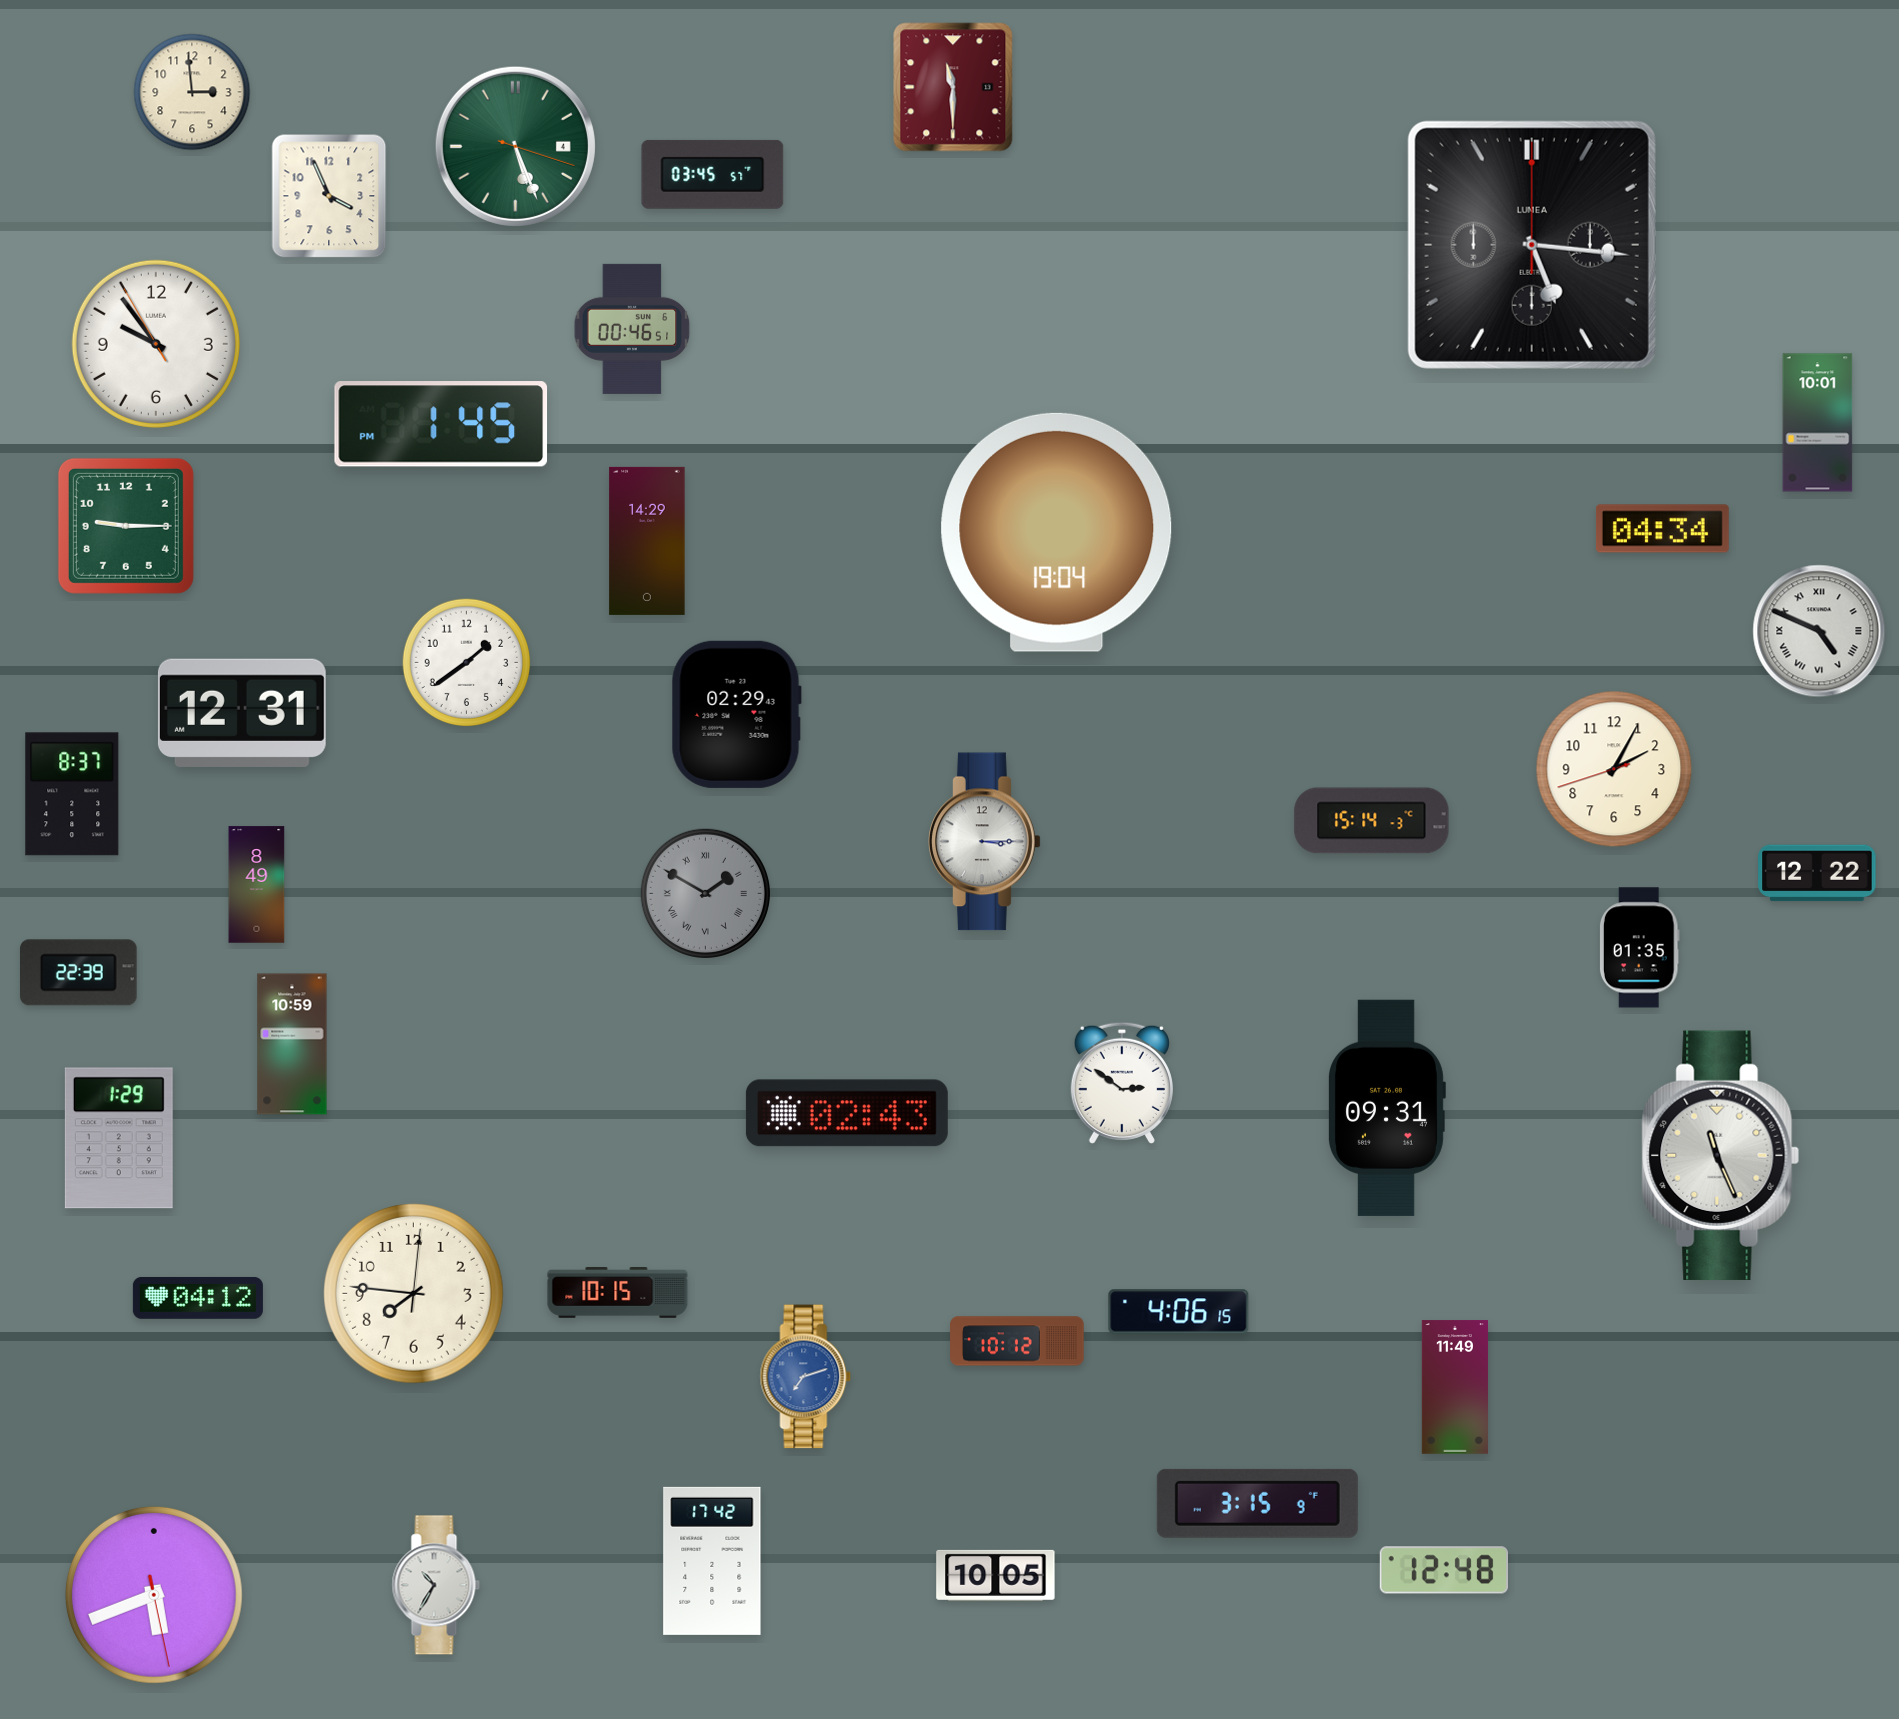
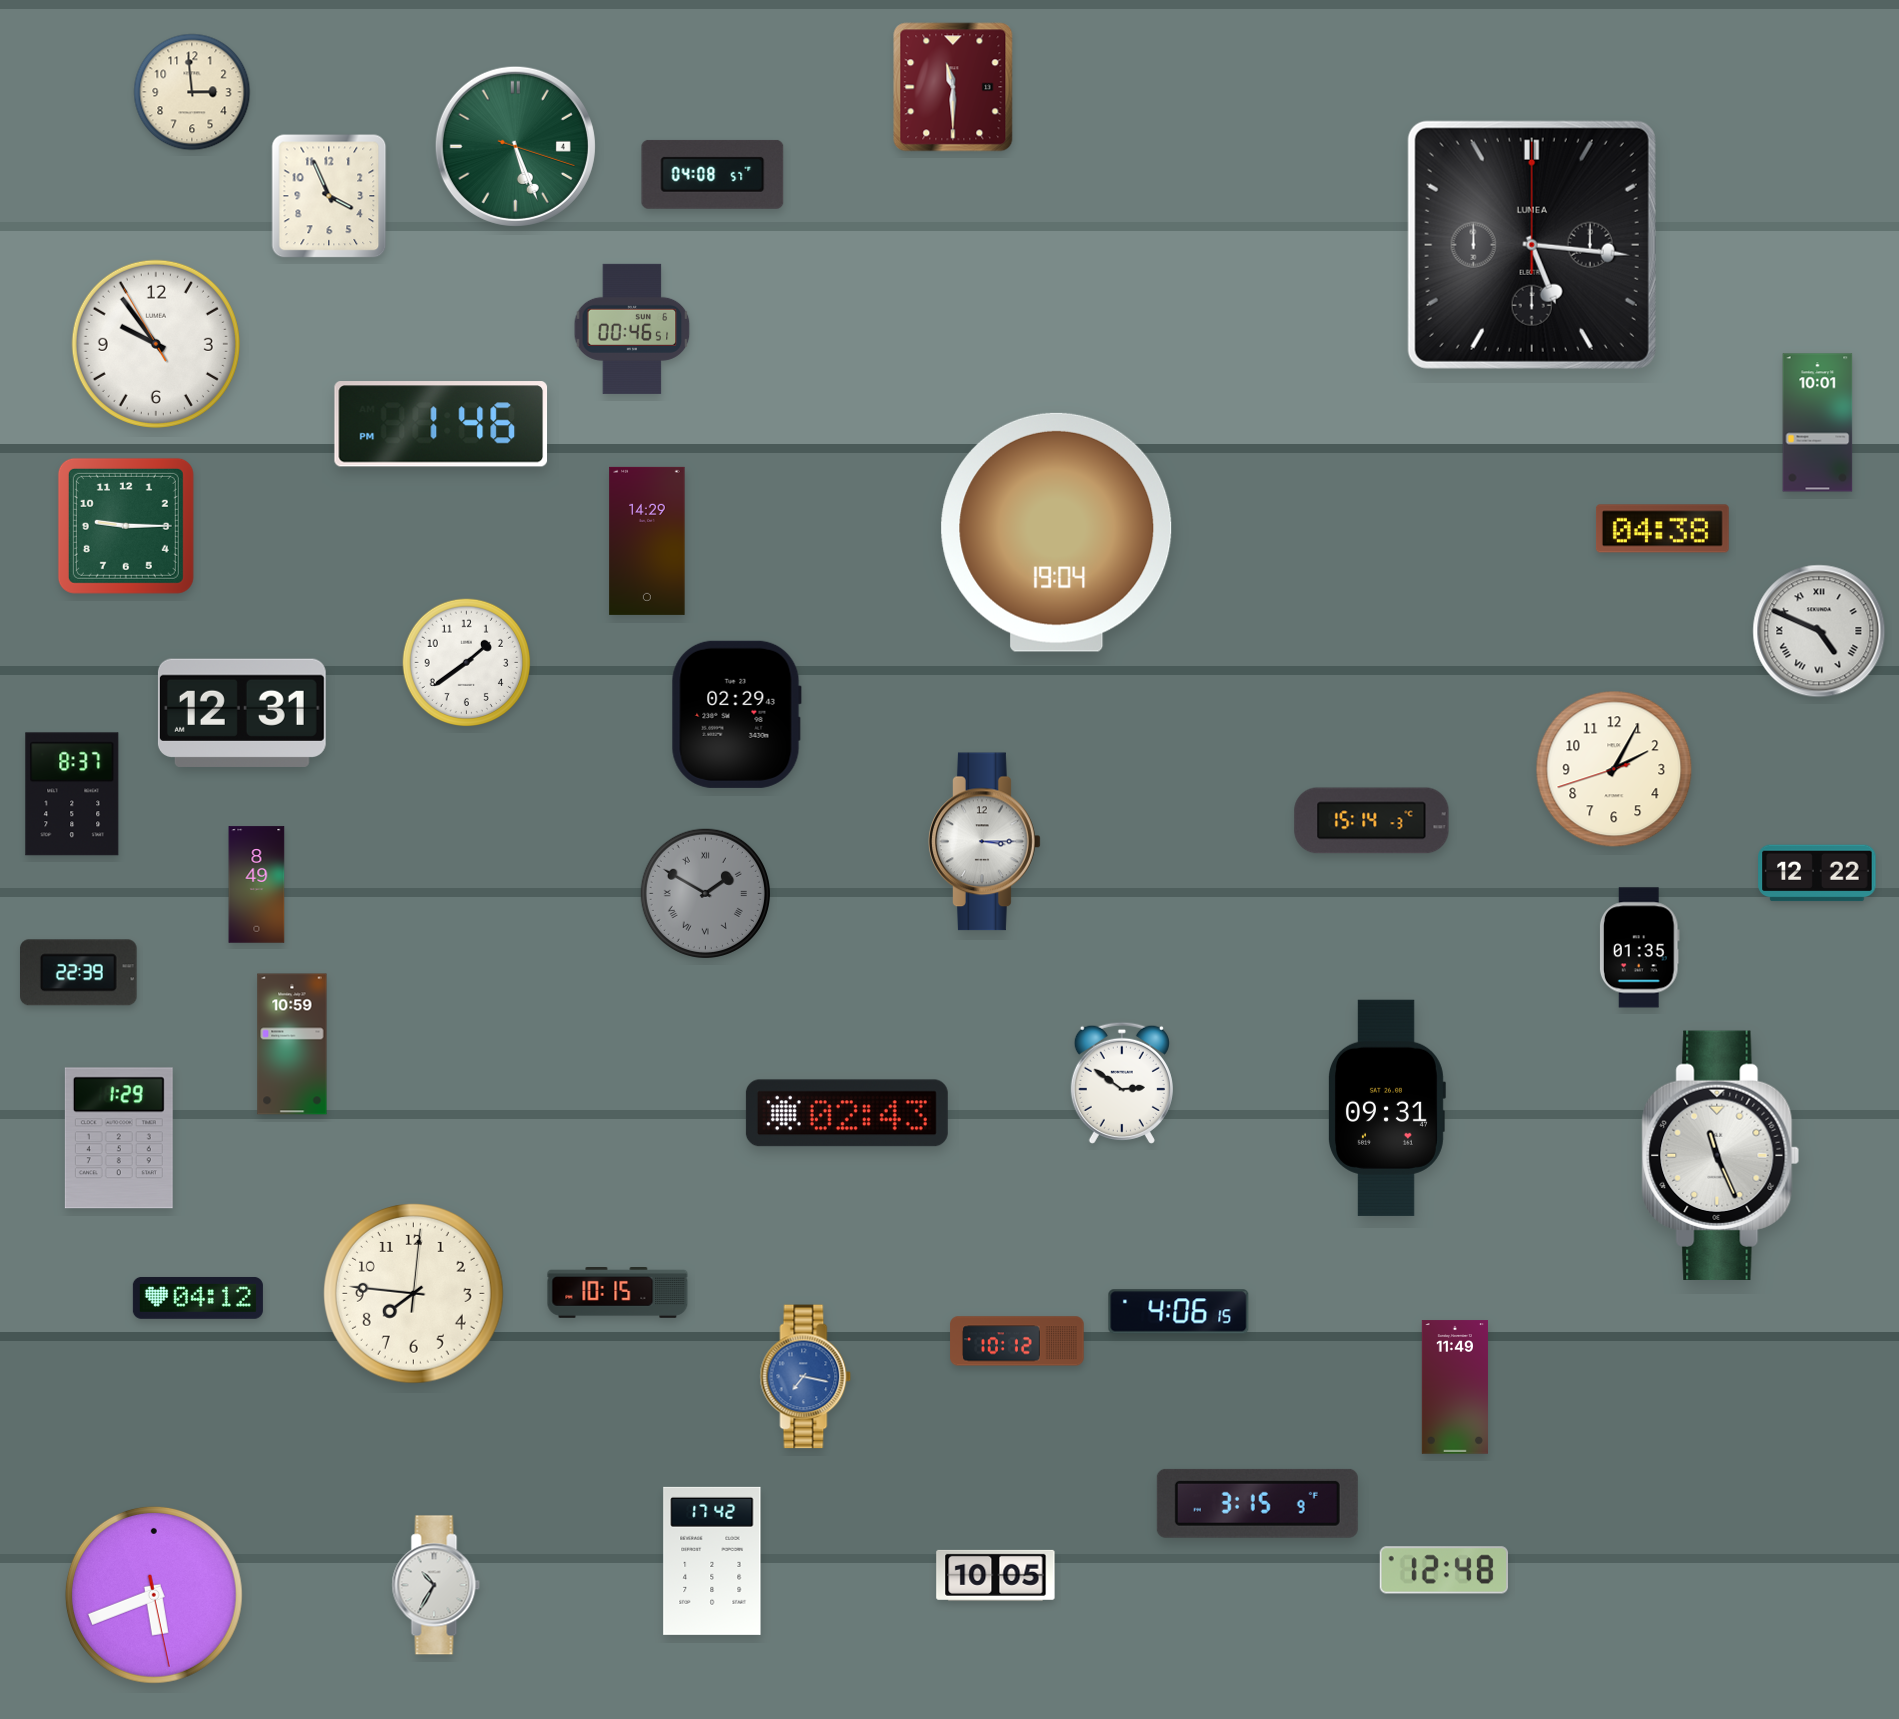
clock at (713, 174): 03:45 -> 04:08
clock at (441, 424): 1:45 -> 1:46
clock at (1662, 529): 04:34 -> 04:38
clock at (806, 1377): 7:12 -> 7:17
